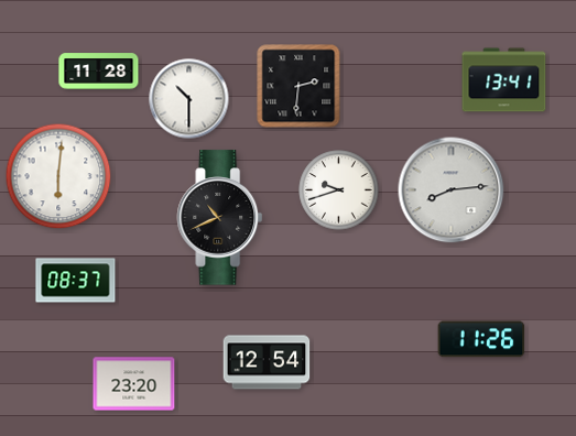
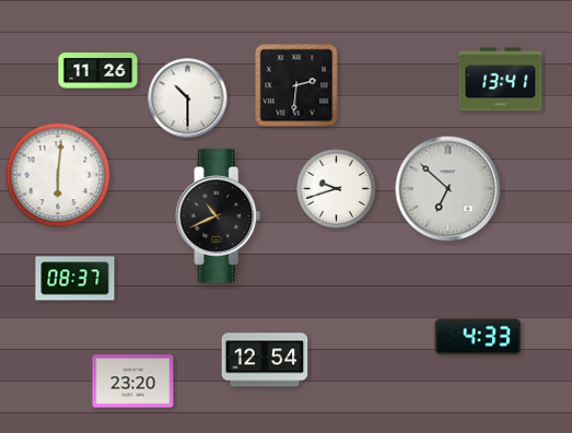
clock at (99, 72): 11:28 -> 11:26
clock at (452, 190): 8:14 -> 6:52
clock at (481, 339): 11:26 -> 4:33
